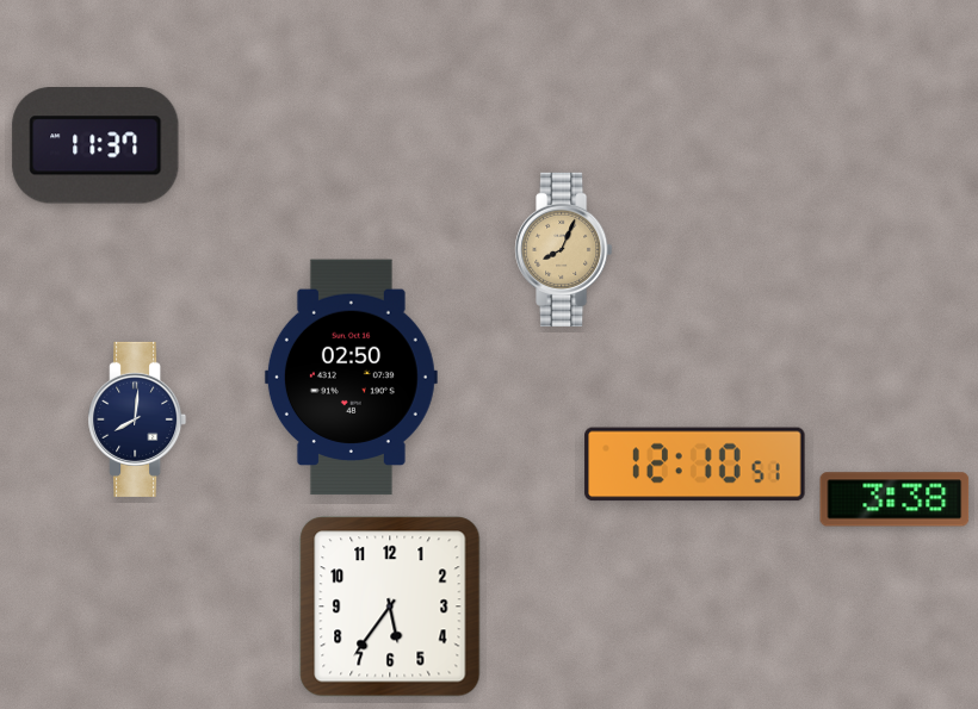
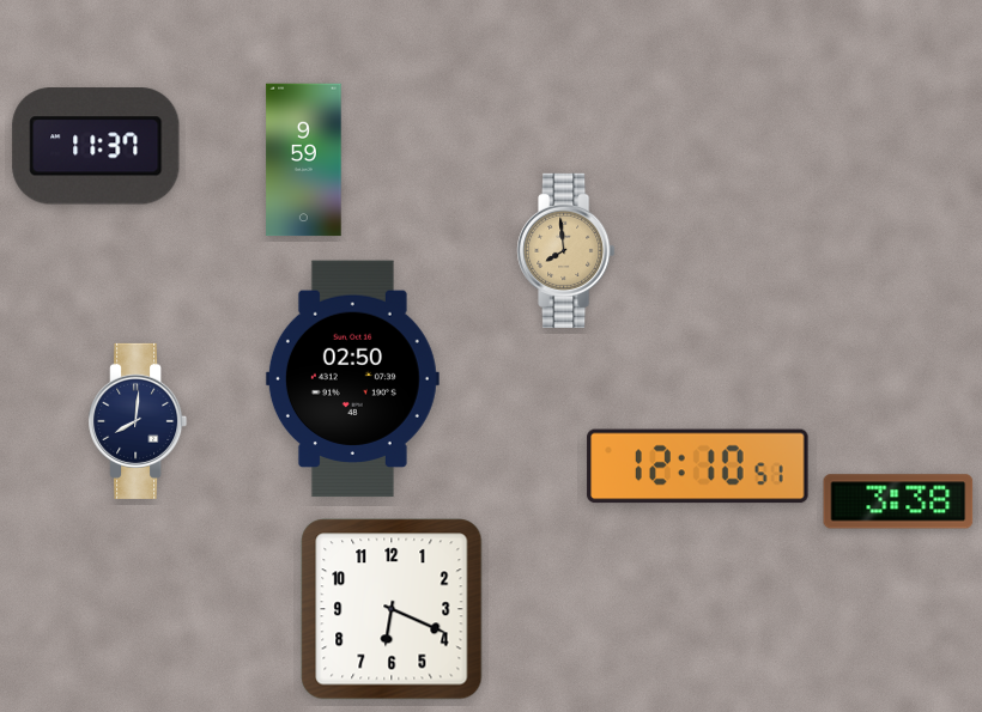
clock at (304, 160): none -> 9:59
clock at (564, 249): 8:04 -> 7:59
clock at (390, 607): 5:36 -> 6:19
